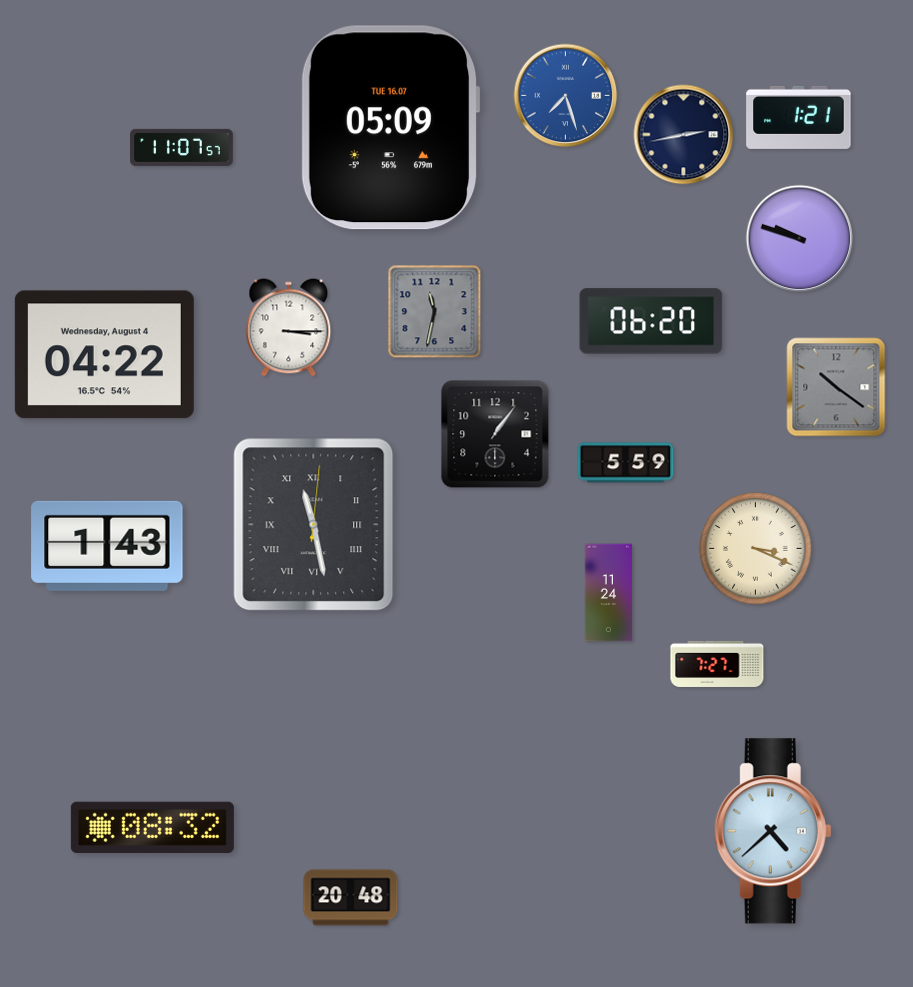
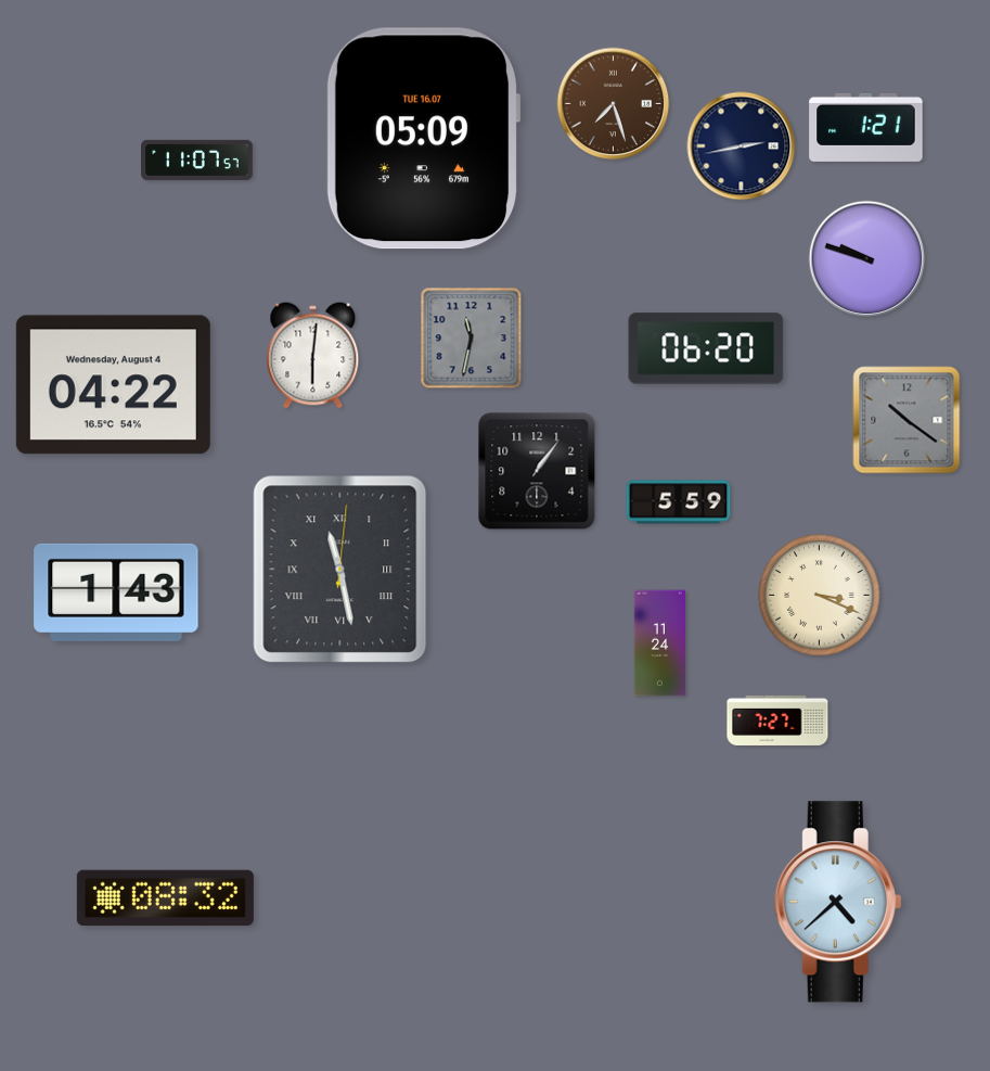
clock at (566, 96) dial: blue -> brown
clock at (289, 328): 3:15 -> 6:01
clock at (351, 898): 20:48 -> none
